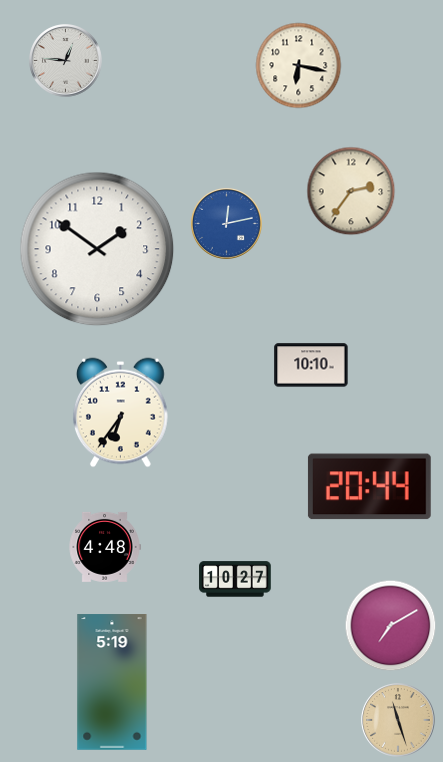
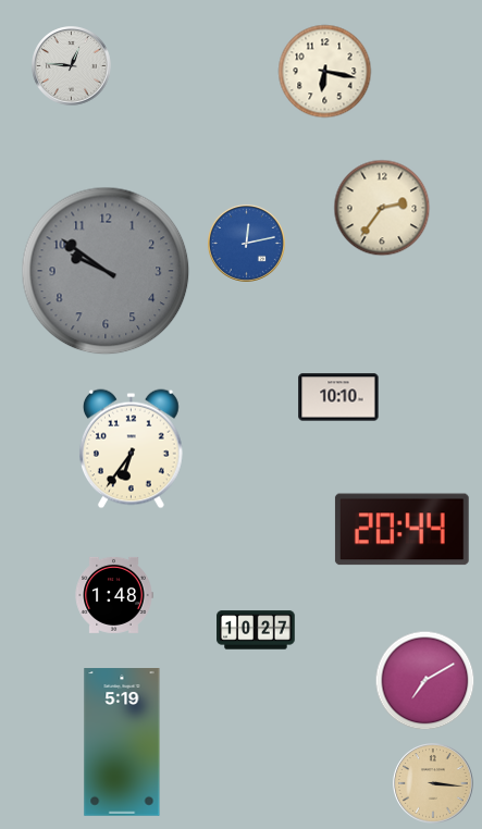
clock at (97, 249): 1:51 -> 9:51
clock at (97, 249) dial: white -> grey
clock at (105, 547): 4:48 -> 1:48
clock at (398, 720): 11:27 -> 3:16
